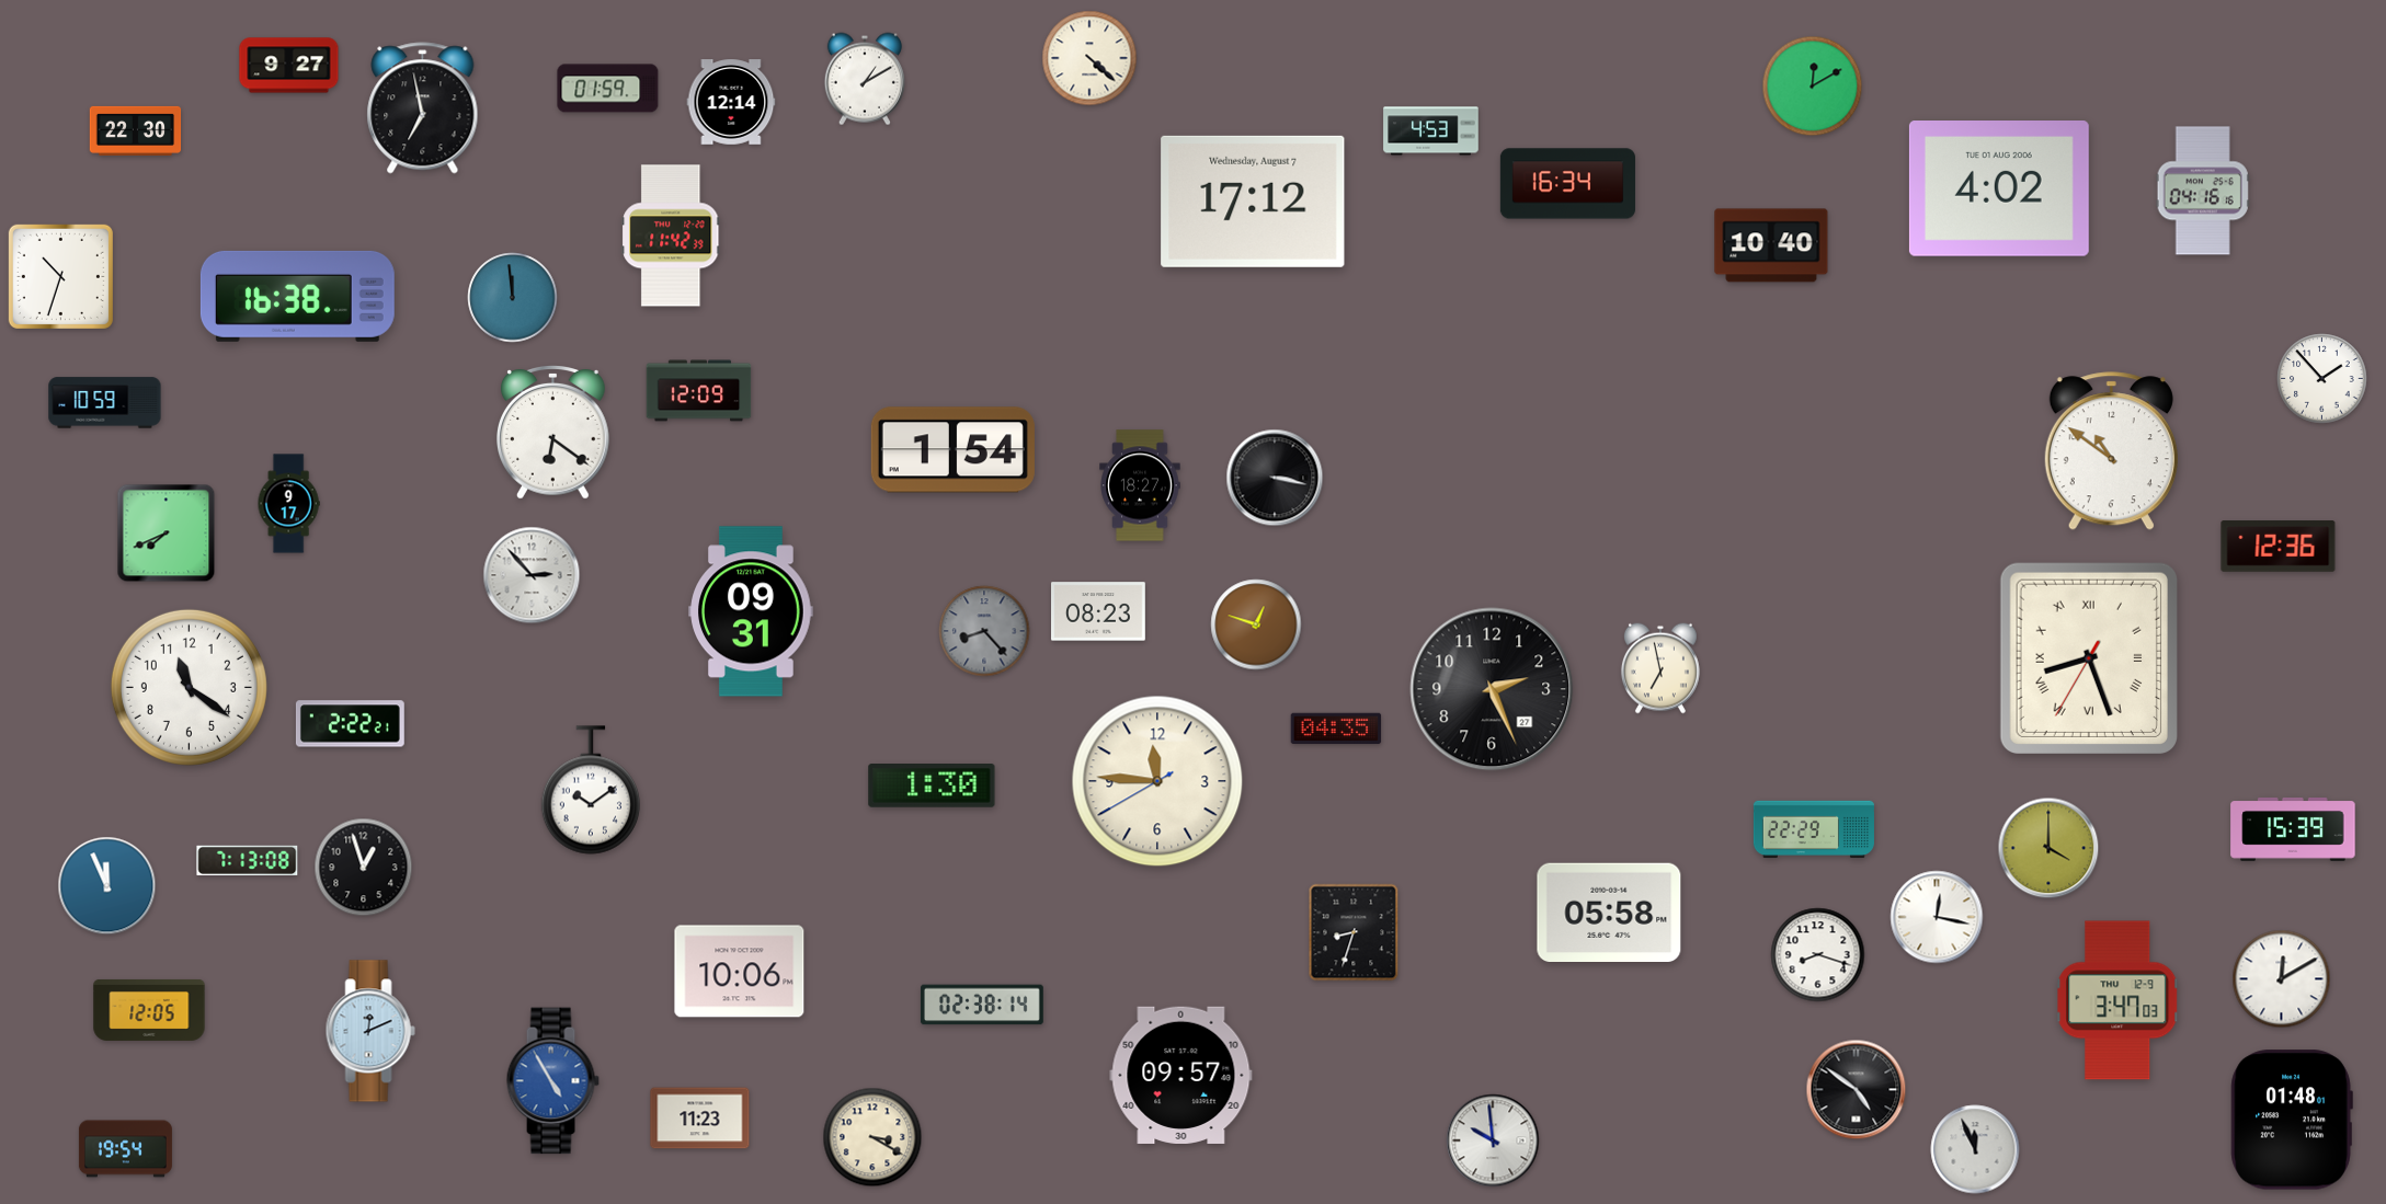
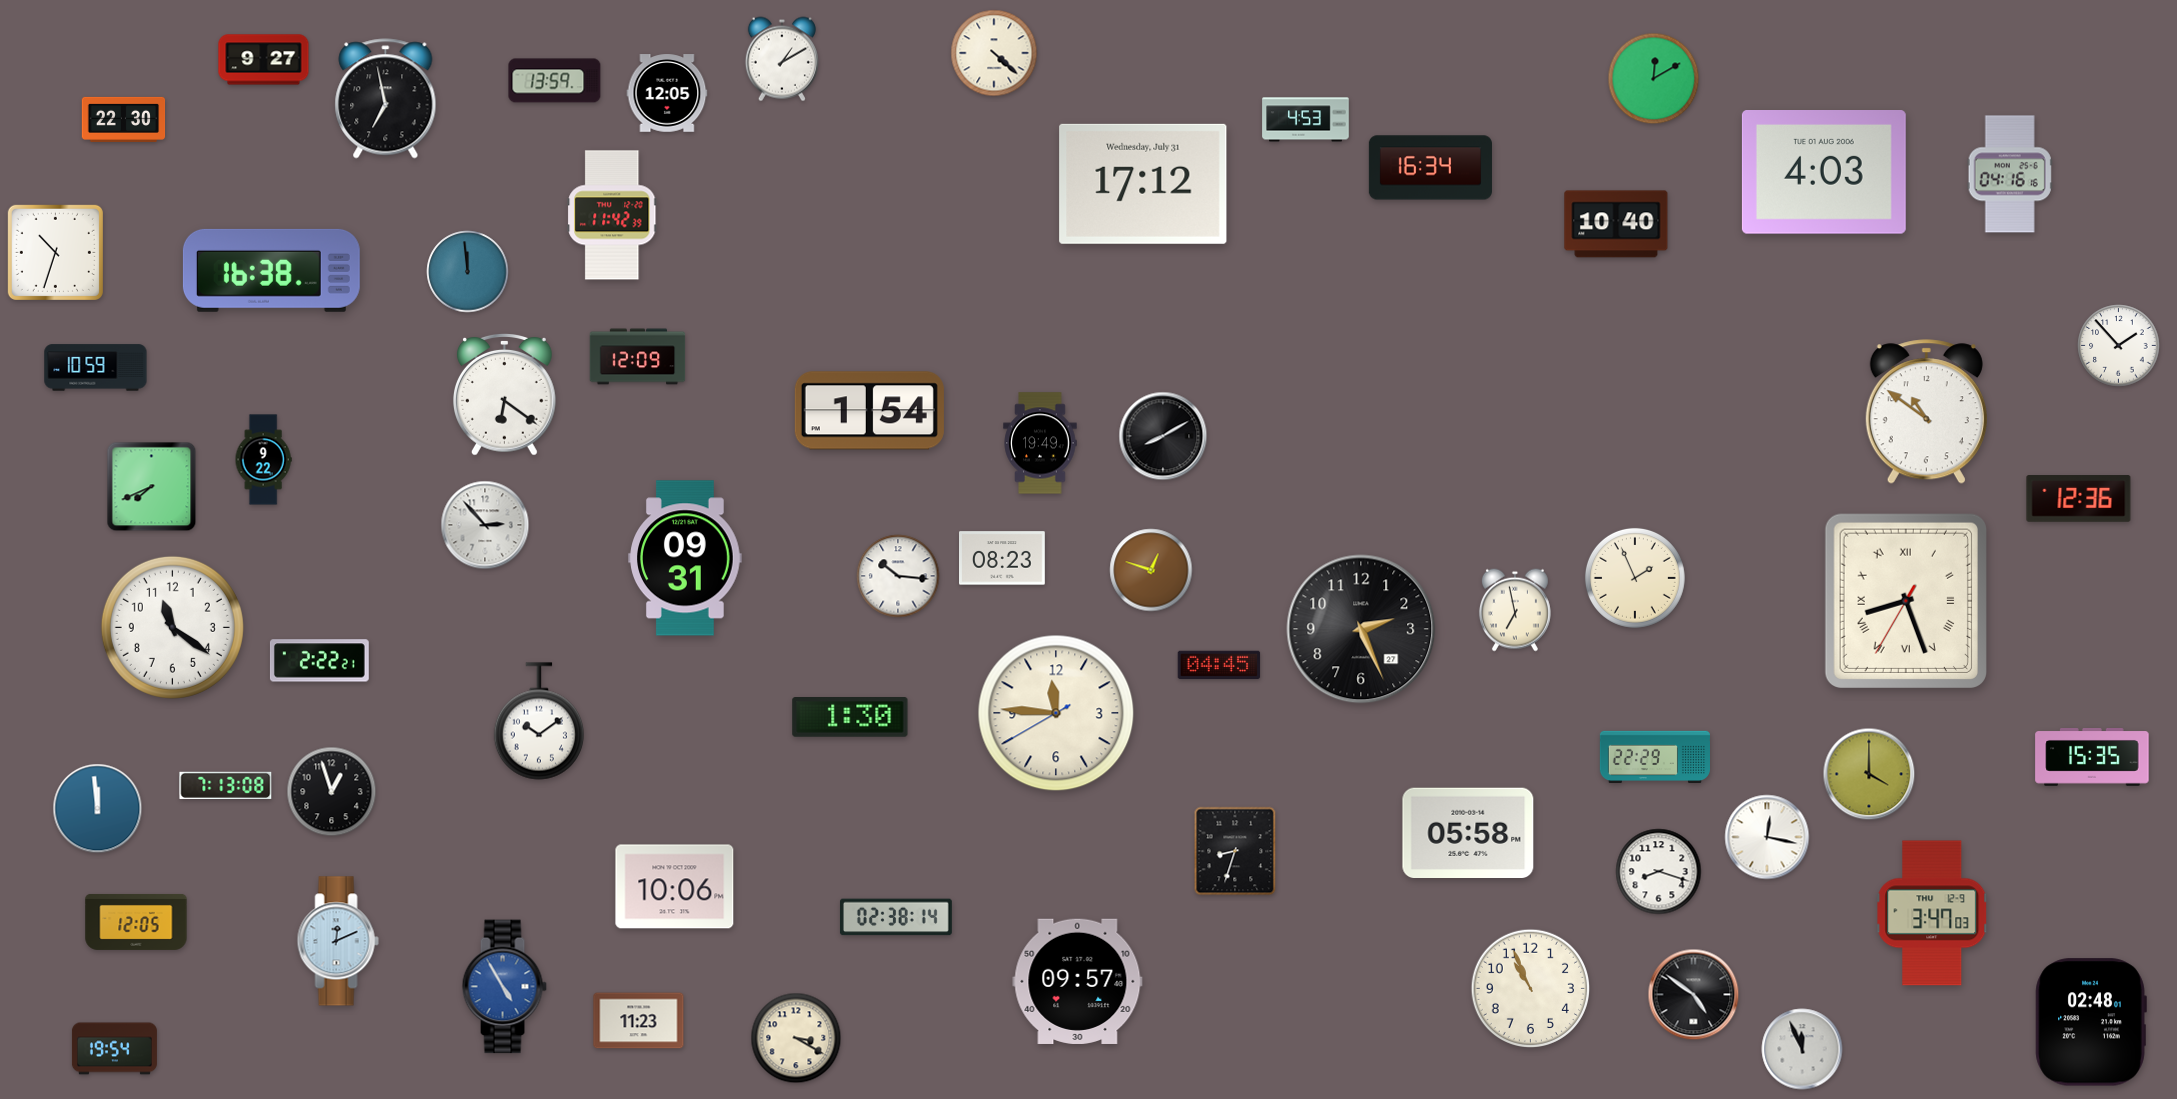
clock at (865, 79) position: (865, 79) -> (782, 59)
clock at (608, 89): 01:59 -> 13:59
clock at (731, 102): 12:14 -> 12:05
clock at (1999, 190): 4:02 -> 4:03
clock at (1253, 202) date: Wednesday, August 7 -> Wednesday, July 31
clock at (1275, 478): 3:17 -> 8:10
clock at (1140, 485): 18:27 -> 19:49
clock at (288, 504): 9:17 -> 9:22
clock at (1256, 624) position: (1256, 624) -> (1151, 570)
clock at (984, 631): 8:23 -> 10:16
clock at (984, 631) dial: grey -> white
clock at (1635, 578): none -> 1:56
clock at (1336, 729): 04:35 -> 04:45
clock at (2293, 830): 15:39 -> 15:35
clock at (107, 886): 11:56 -> 11:59
clock at (2282, 979): 12:10 -> none
clock at (1530, 988): none -> 10:56
clock at (2292, 1120): 01:48 -> 02:48
clock at (1493, 1140): 9:59 -> none
